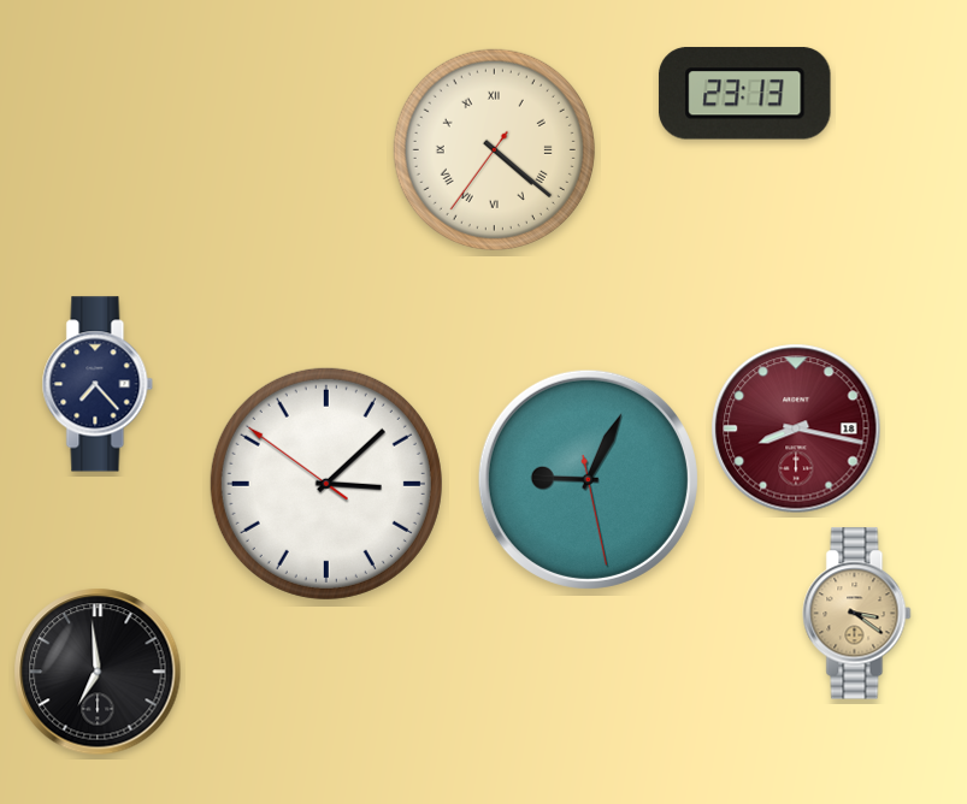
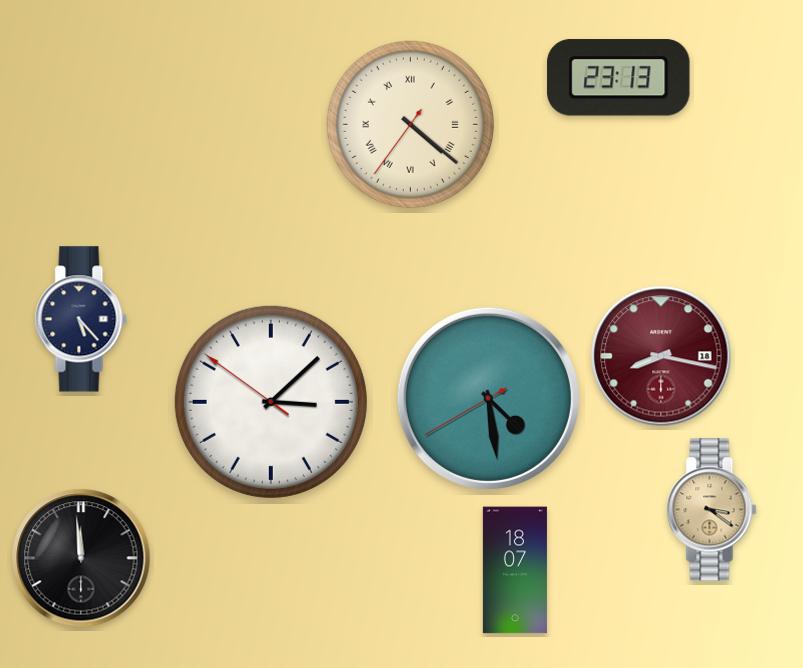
clock at (98, 384): 7:23 -> 5:23
clock at (588, 479): 9:04 -> 4:28
clock at (98, 672): 6:59 -> 11:59
clock at (515, 570): none -> 18:07
